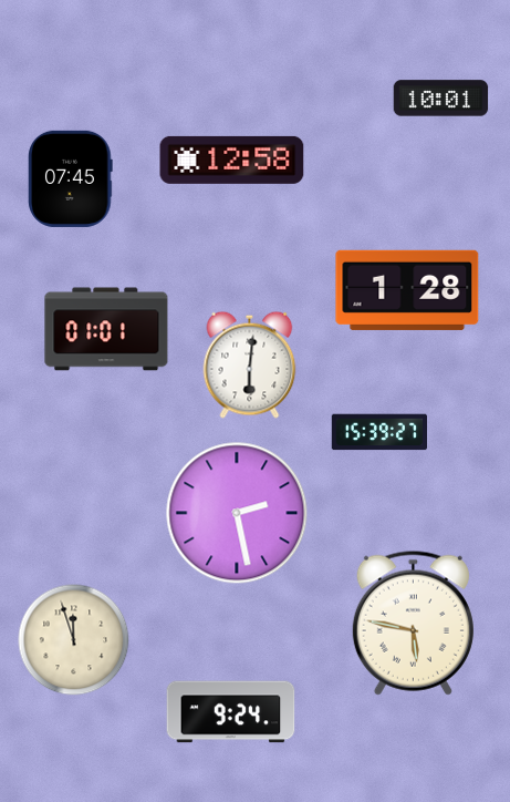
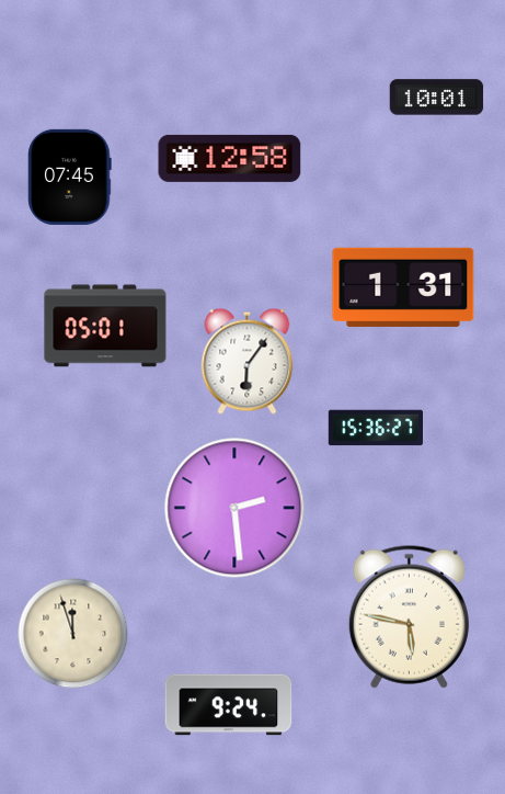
clock at (407, 290): 1:28 -> 1:31
clock at (106, 329): 01:01 -> 05:01
clock at (250, 364): 6:01 -> 6:06
clock at (378, 432): 15:39 -> 15:36
clock at (237, 513): 2:28 -> 2:29
